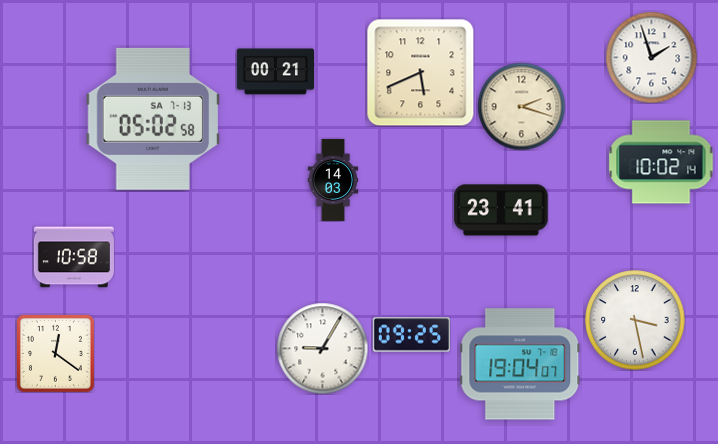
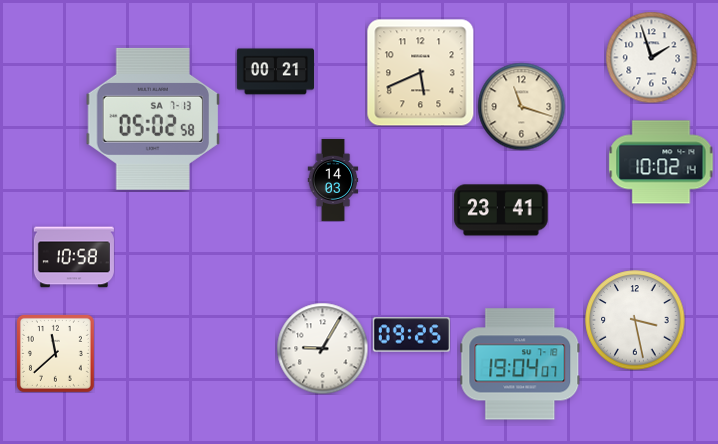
clock at (521, 106): 2:18 -> 11:18
clock at (55, 353): 12:21 -> 11:38
